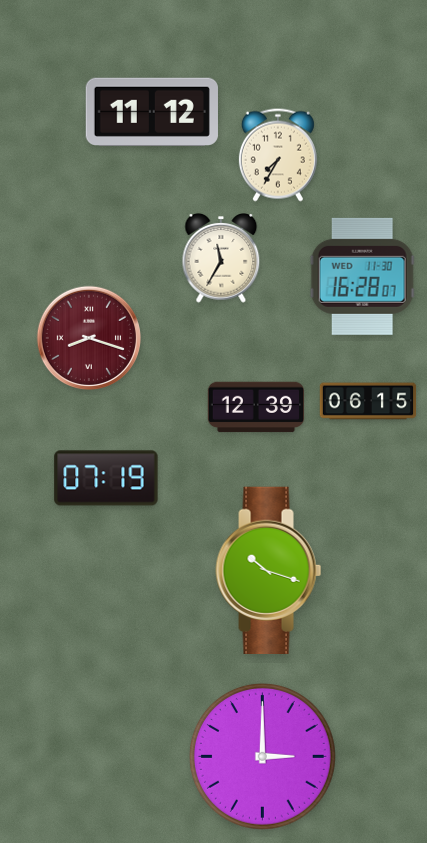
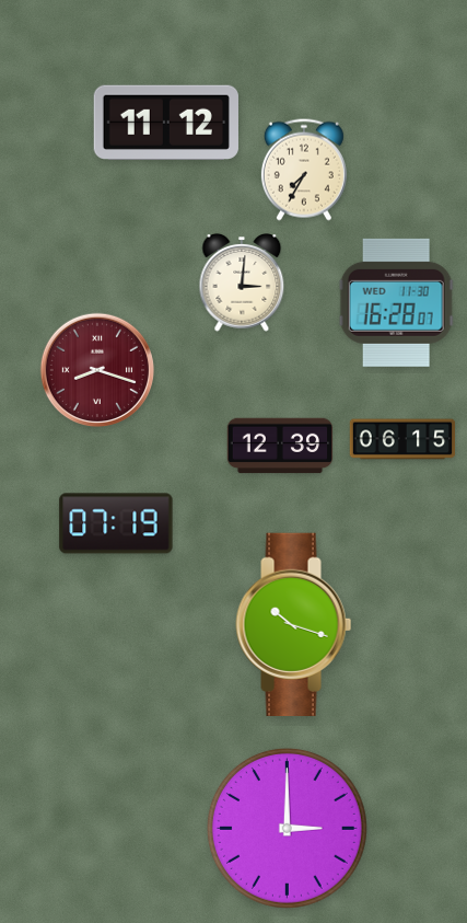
clock at (221, 259): 11:35 -> 3:01
